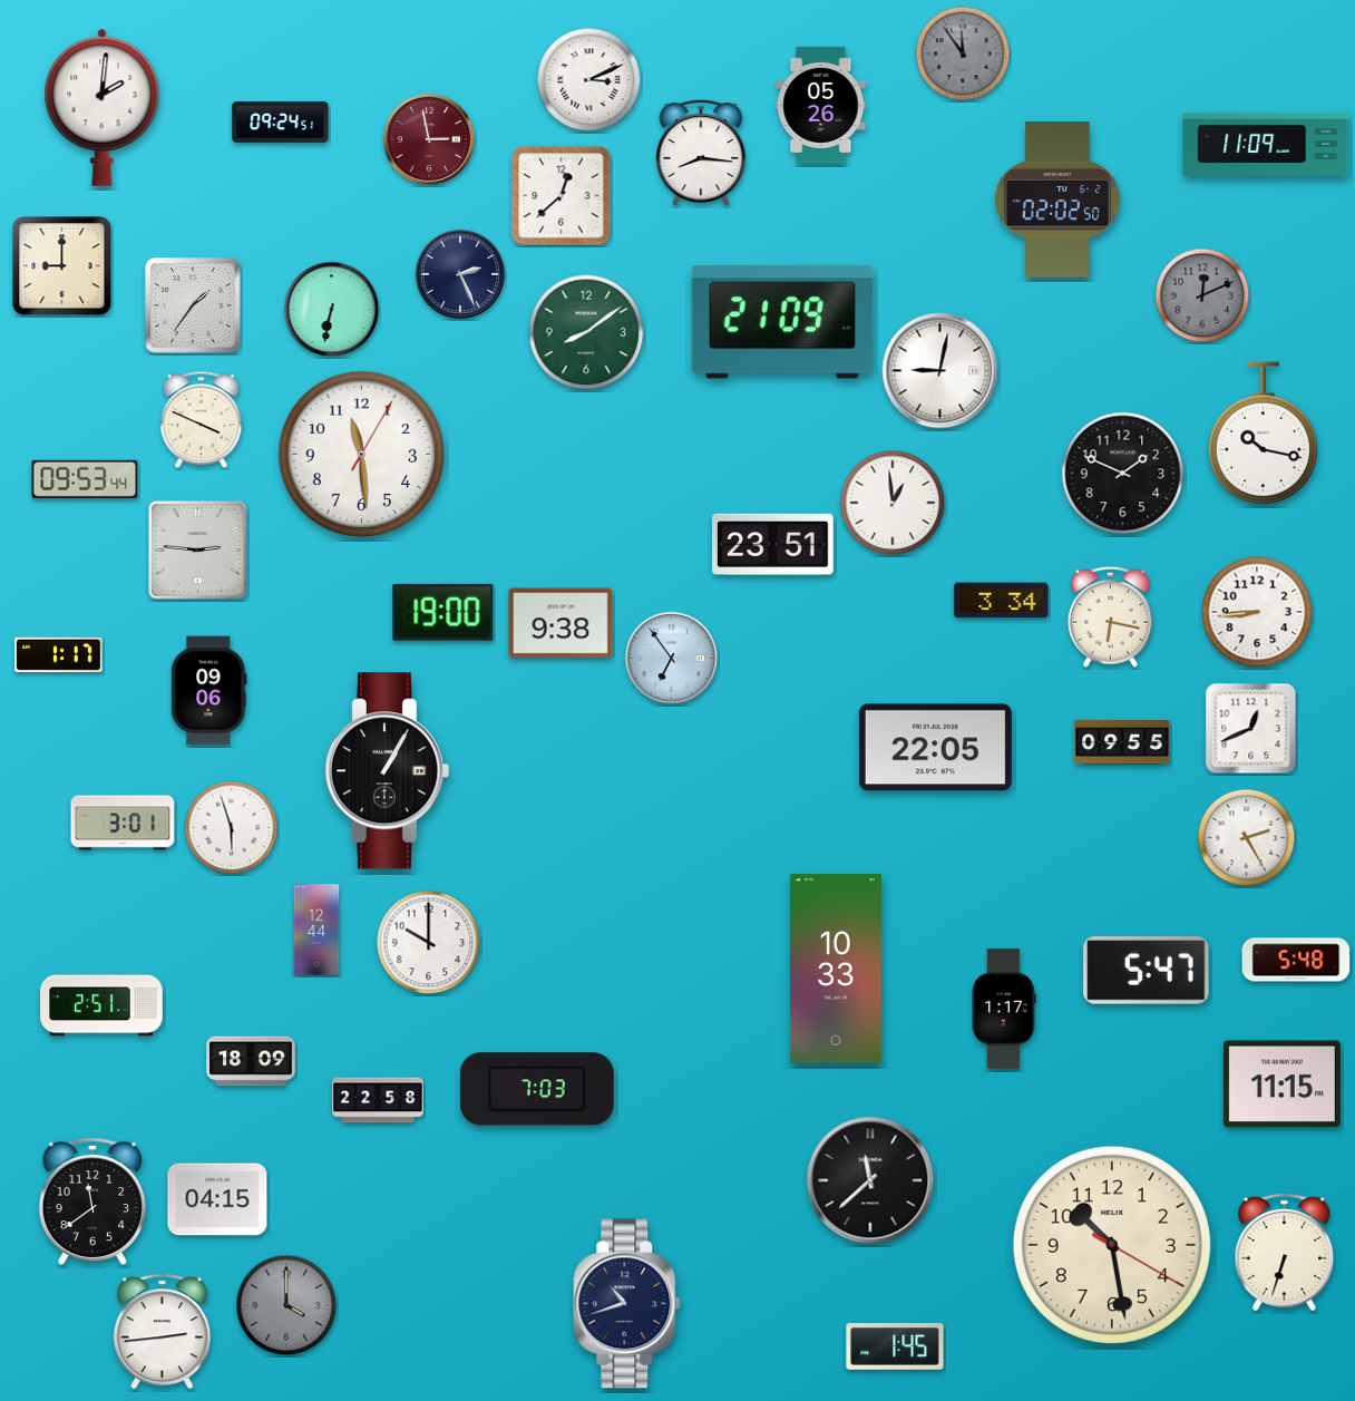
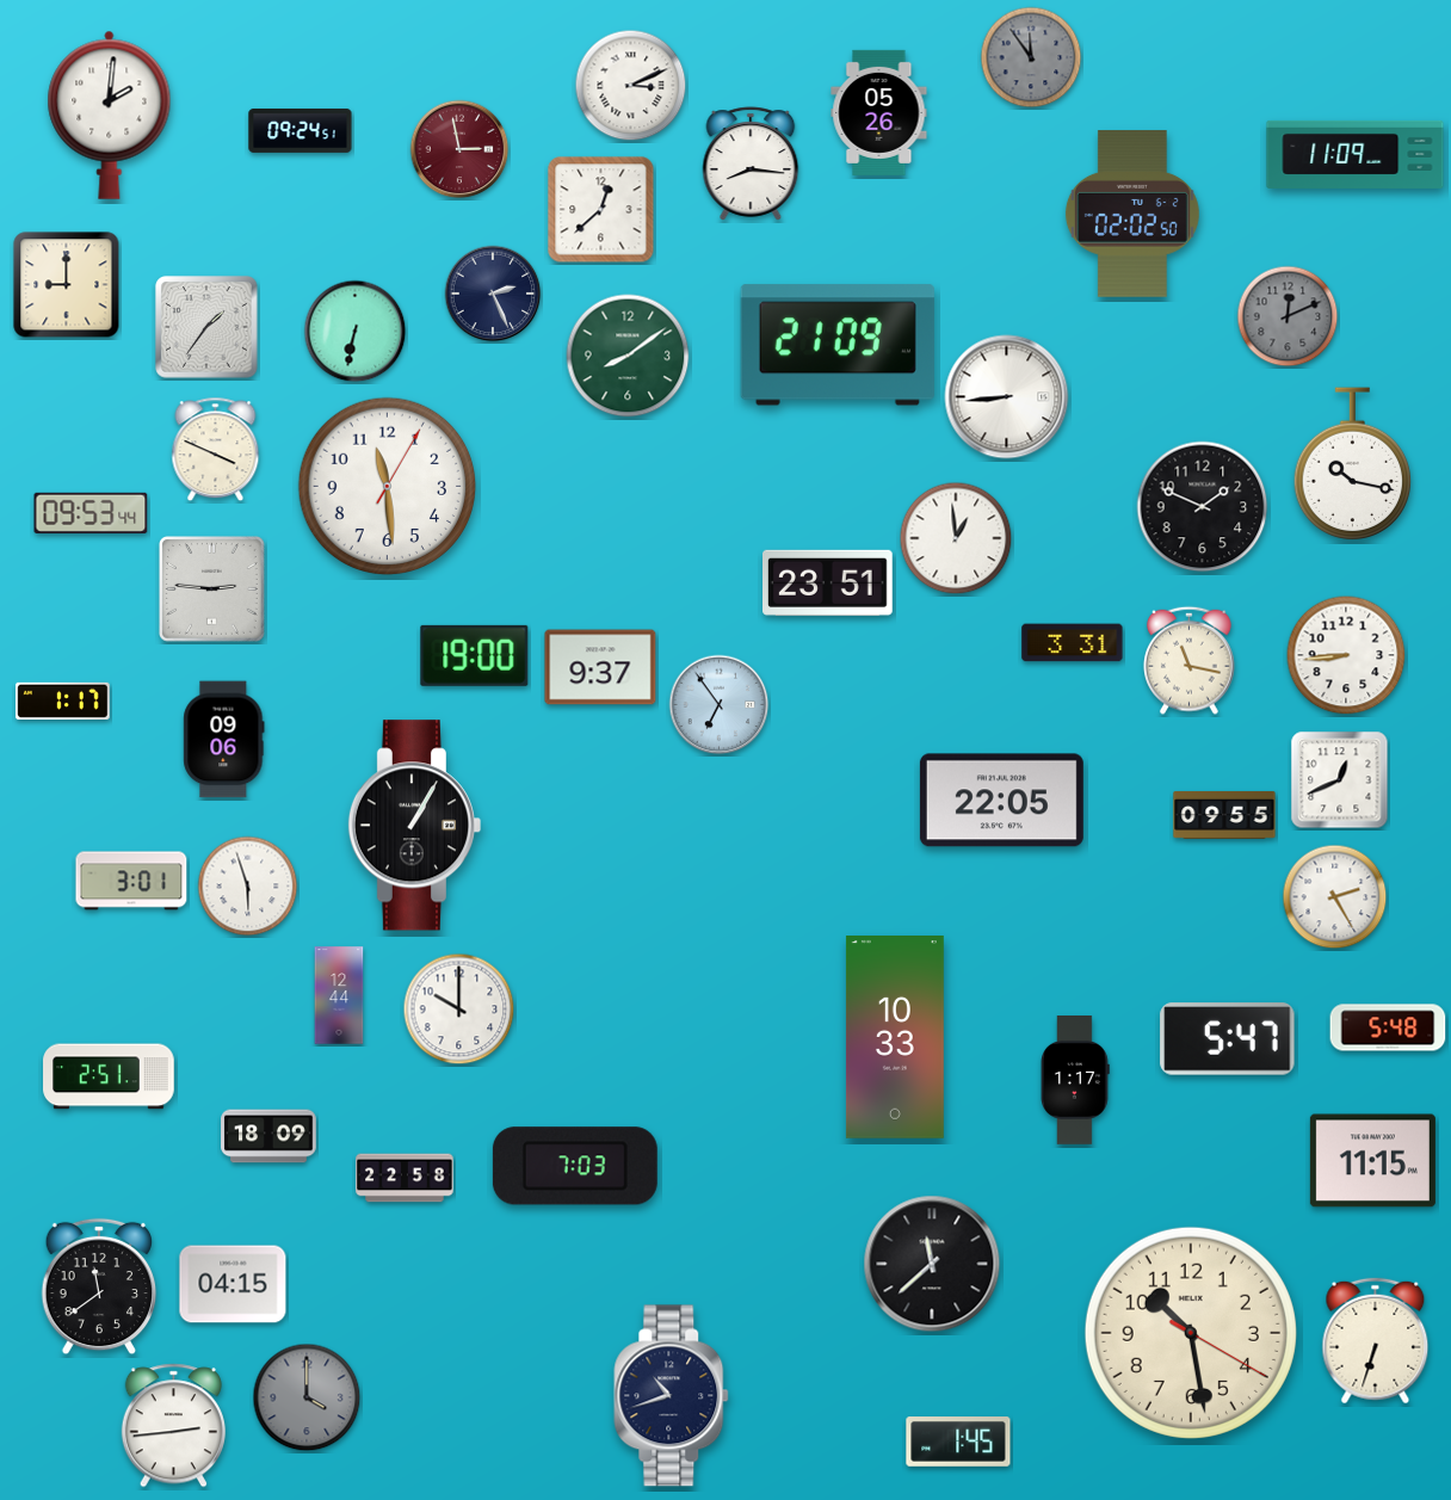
clock at (940, 371): 9:02 -> 8:44
clock at (1002, 601): 3:34 -> 3:31
clock at (1111, 616): 6:17 -> 11:17
clock at (560, 623): 9:38 -> 9:37
clock at (1122, 742) position: (1122, 742) -> (1224, 815)
